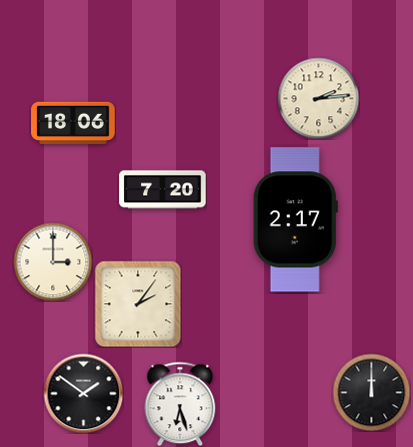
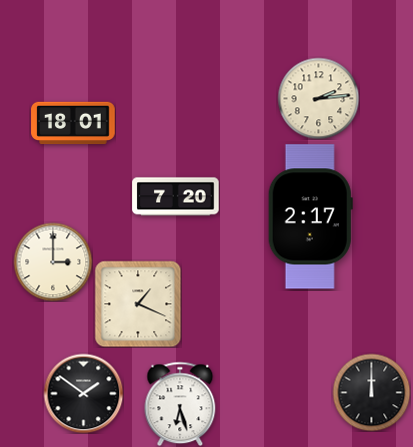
clock at (73, 123): 18:06 -> 18:01
clock at (163, 190) position: (163, 190) -> (176, 197)
clock at (295, 220) position: (295, 220) -> (310, 217)
clock at (138, 304): 2:06 -> 1:19
